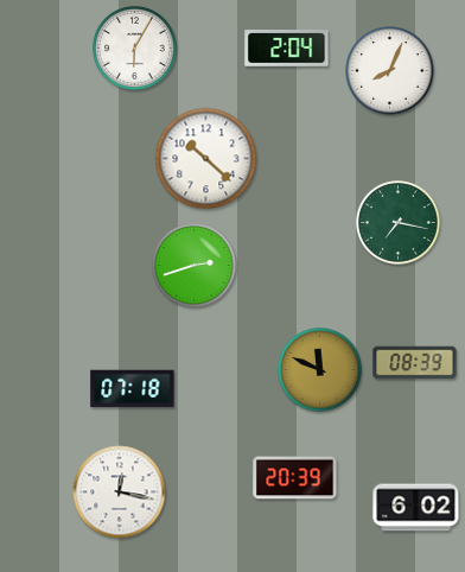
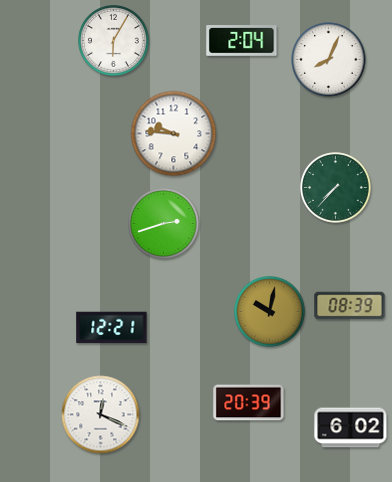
clock at (206, 159): 10:22 -> 9:46
clock at (399, 223): 7:17 -> 7:37
clock at (320, 370): 11:49 -> 10:02
clock at (133, 389): 07:18 -> 12:21
clock at (120, 492): 12:17 -> 12:19
